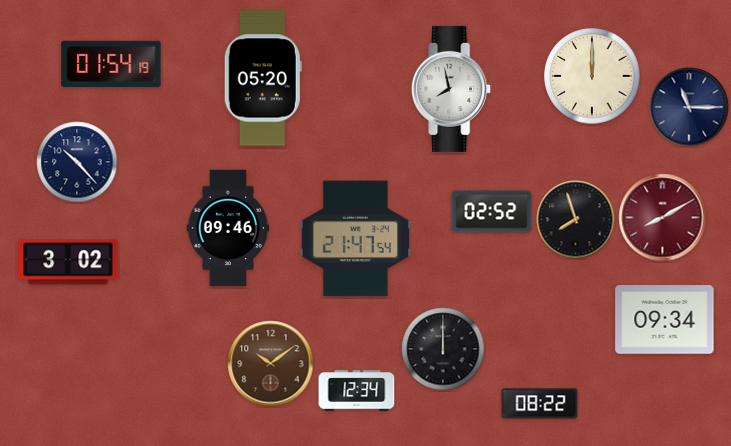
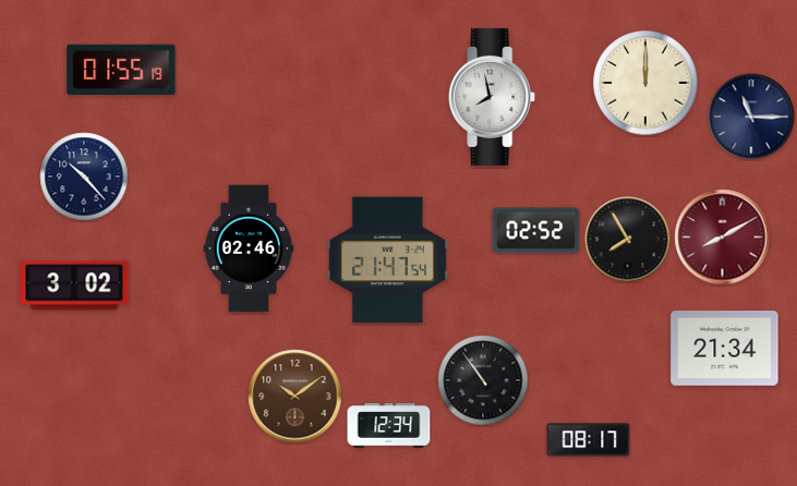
clock at (111, 63): 01:54 -> 01:55
clock at (263, 78): 05:20 -> none
clock at (576, 220): 7:57 -> 7:55
clock at (228, 228): 09:46 -> 02:46
clock at (665, 320): 09:34 -> 21:34
clock at (443, 349): 12:00 -> 10:54
clock at (540, 404): 08:22 -> 08:17
